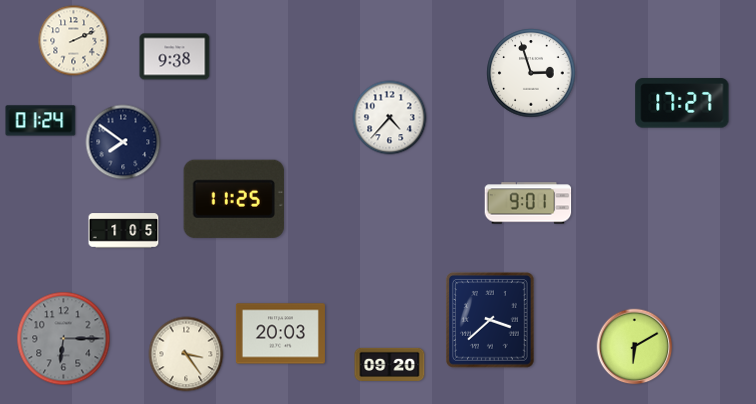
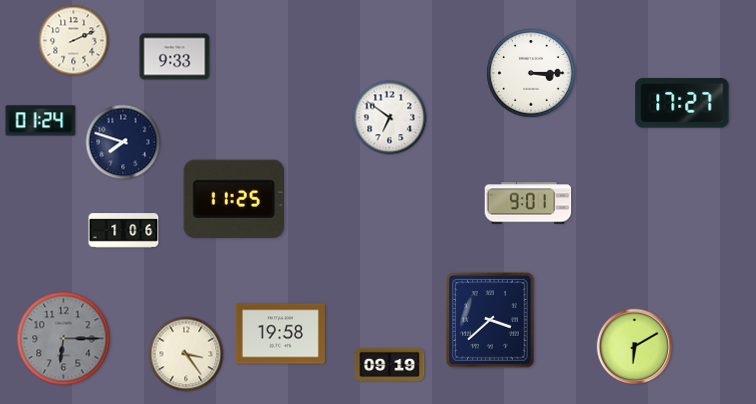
clock at (175, 57): 9:38 -> 9:33
clock at (531, 73): 2:57 -> 3:15
clock at (390, 118): 4:37 -> 6:51
clock at (123, 142): 7:51 -> 7:48
clock at (124, 231): 1:05 -> 1:06
clock at (280, 334): 20:03 -> 19:58
clock at (390, 364): 09:20 -> 09:19
